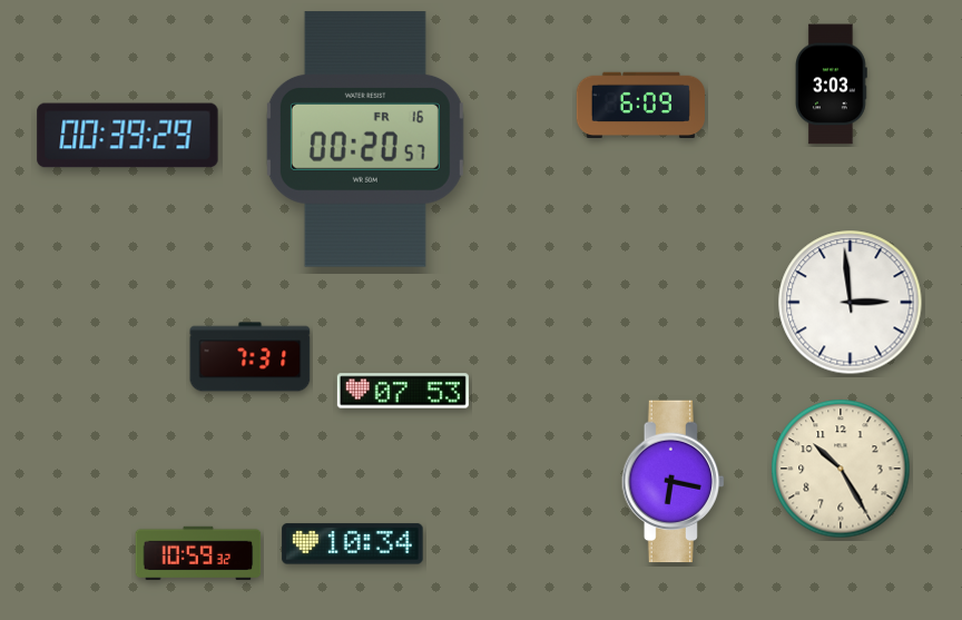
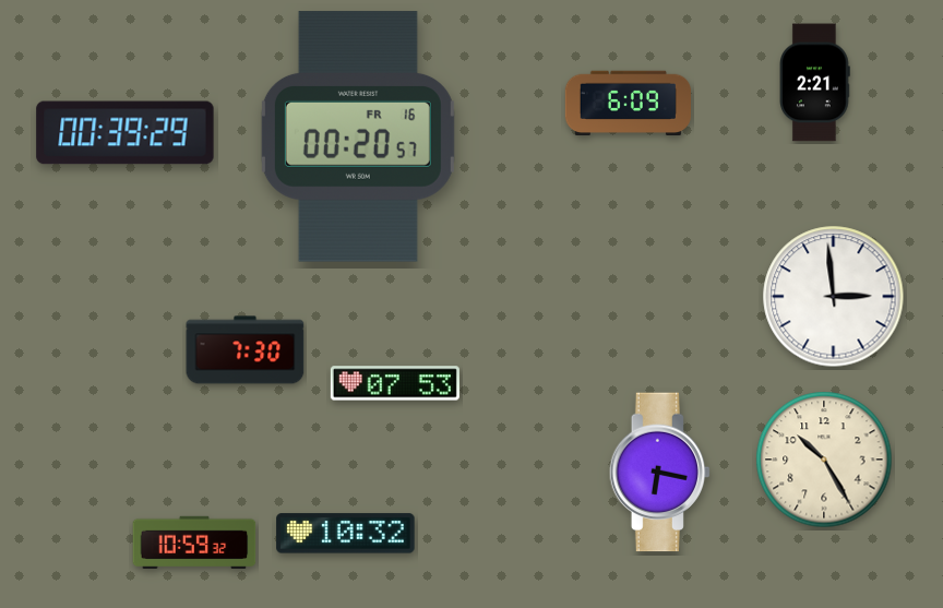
clock at (832, 85): 3:03 -> 2:21
clock at (251, 357): 7:31 -> 7:30
clock at (353, 544): 10:34 -> 10:32
